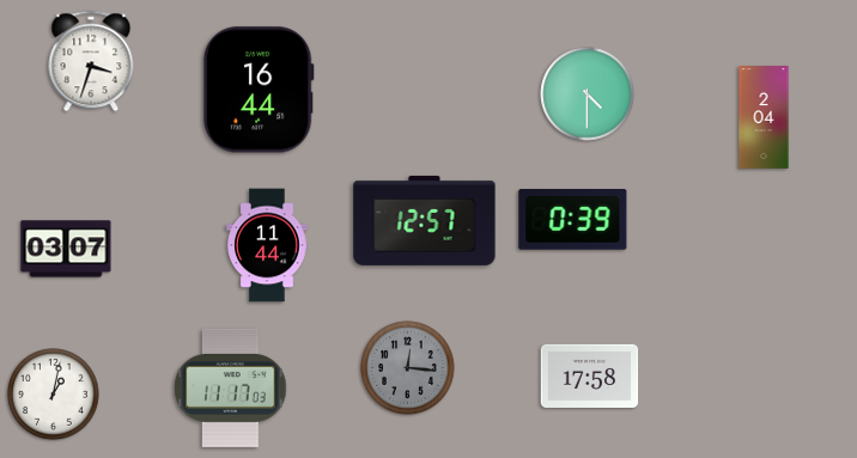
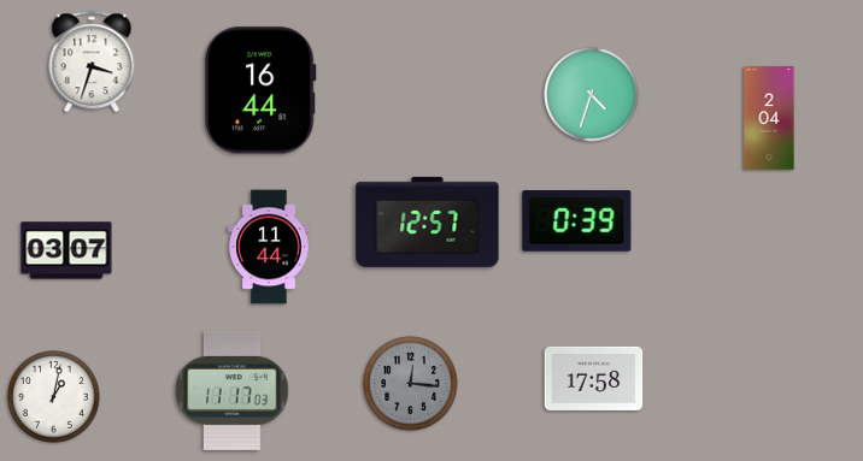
clock at (588, 94): 4:30 -> 4:33
clock at (408, 368) position: (408, 368) -> (411, 384)
